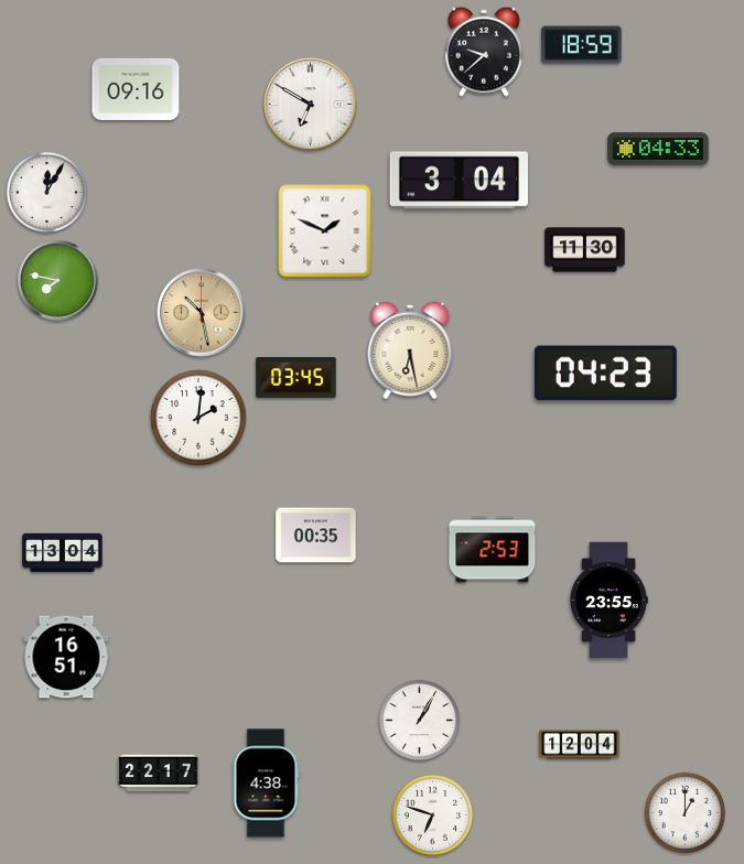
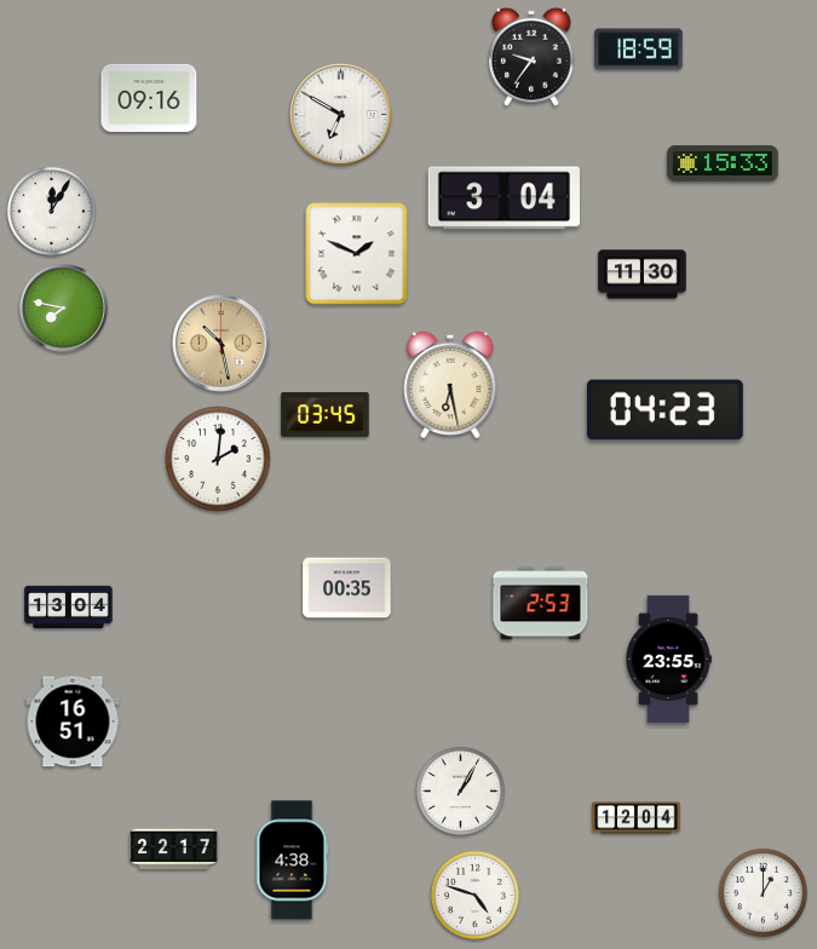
clock at (484, 52): 9:38 -> 9:36
clock at (658, 149): 04:33 -> 15:33
clock at (684, 812) position: (684, 812) -> (763, 892)
clock at (432, 814): 6:48 -> 4:48
